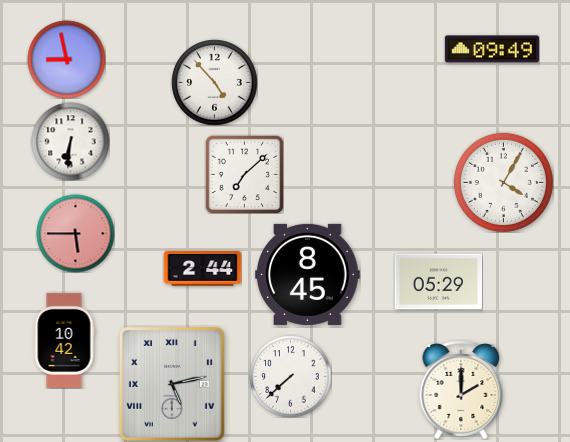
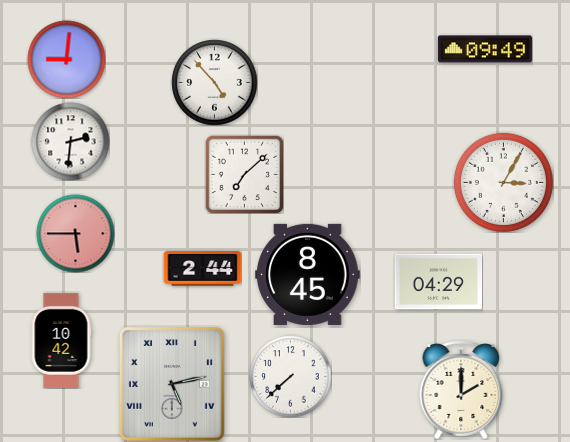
clock at (492, 49) position: (492, 49) -> (485, 49)
clock at (66, 59): 8:58 -> 9:01
clock at (70, 141): 6:31 -> 2:31
clock at (503, 182): 4:05 -> 3:05
clock at (438, 282): 05:29 -> 04:29
clock at (64, 340) position: (64, 340) -> (61, 340)
